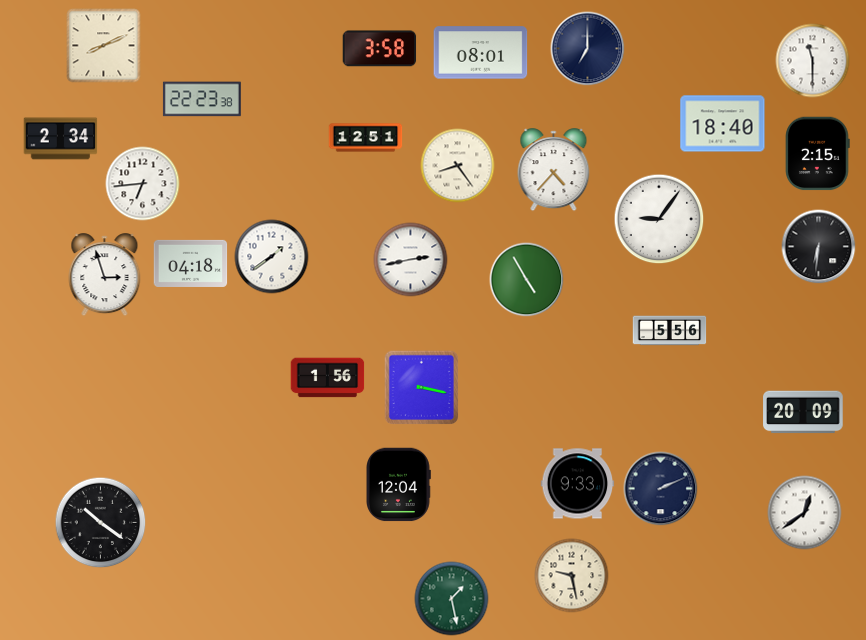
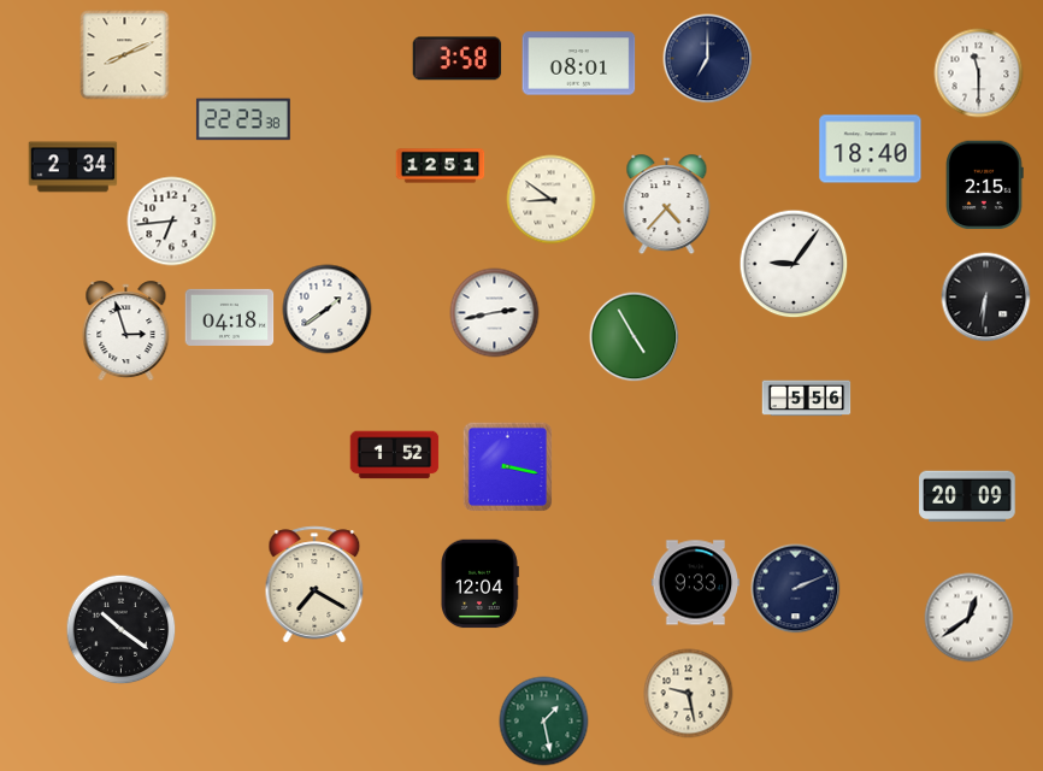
clock at (458, 166): 8:24 -> 8:51
clock at (328, 378): 1:56 -> 1:52
clock at (314, 584): none -> 7:20
